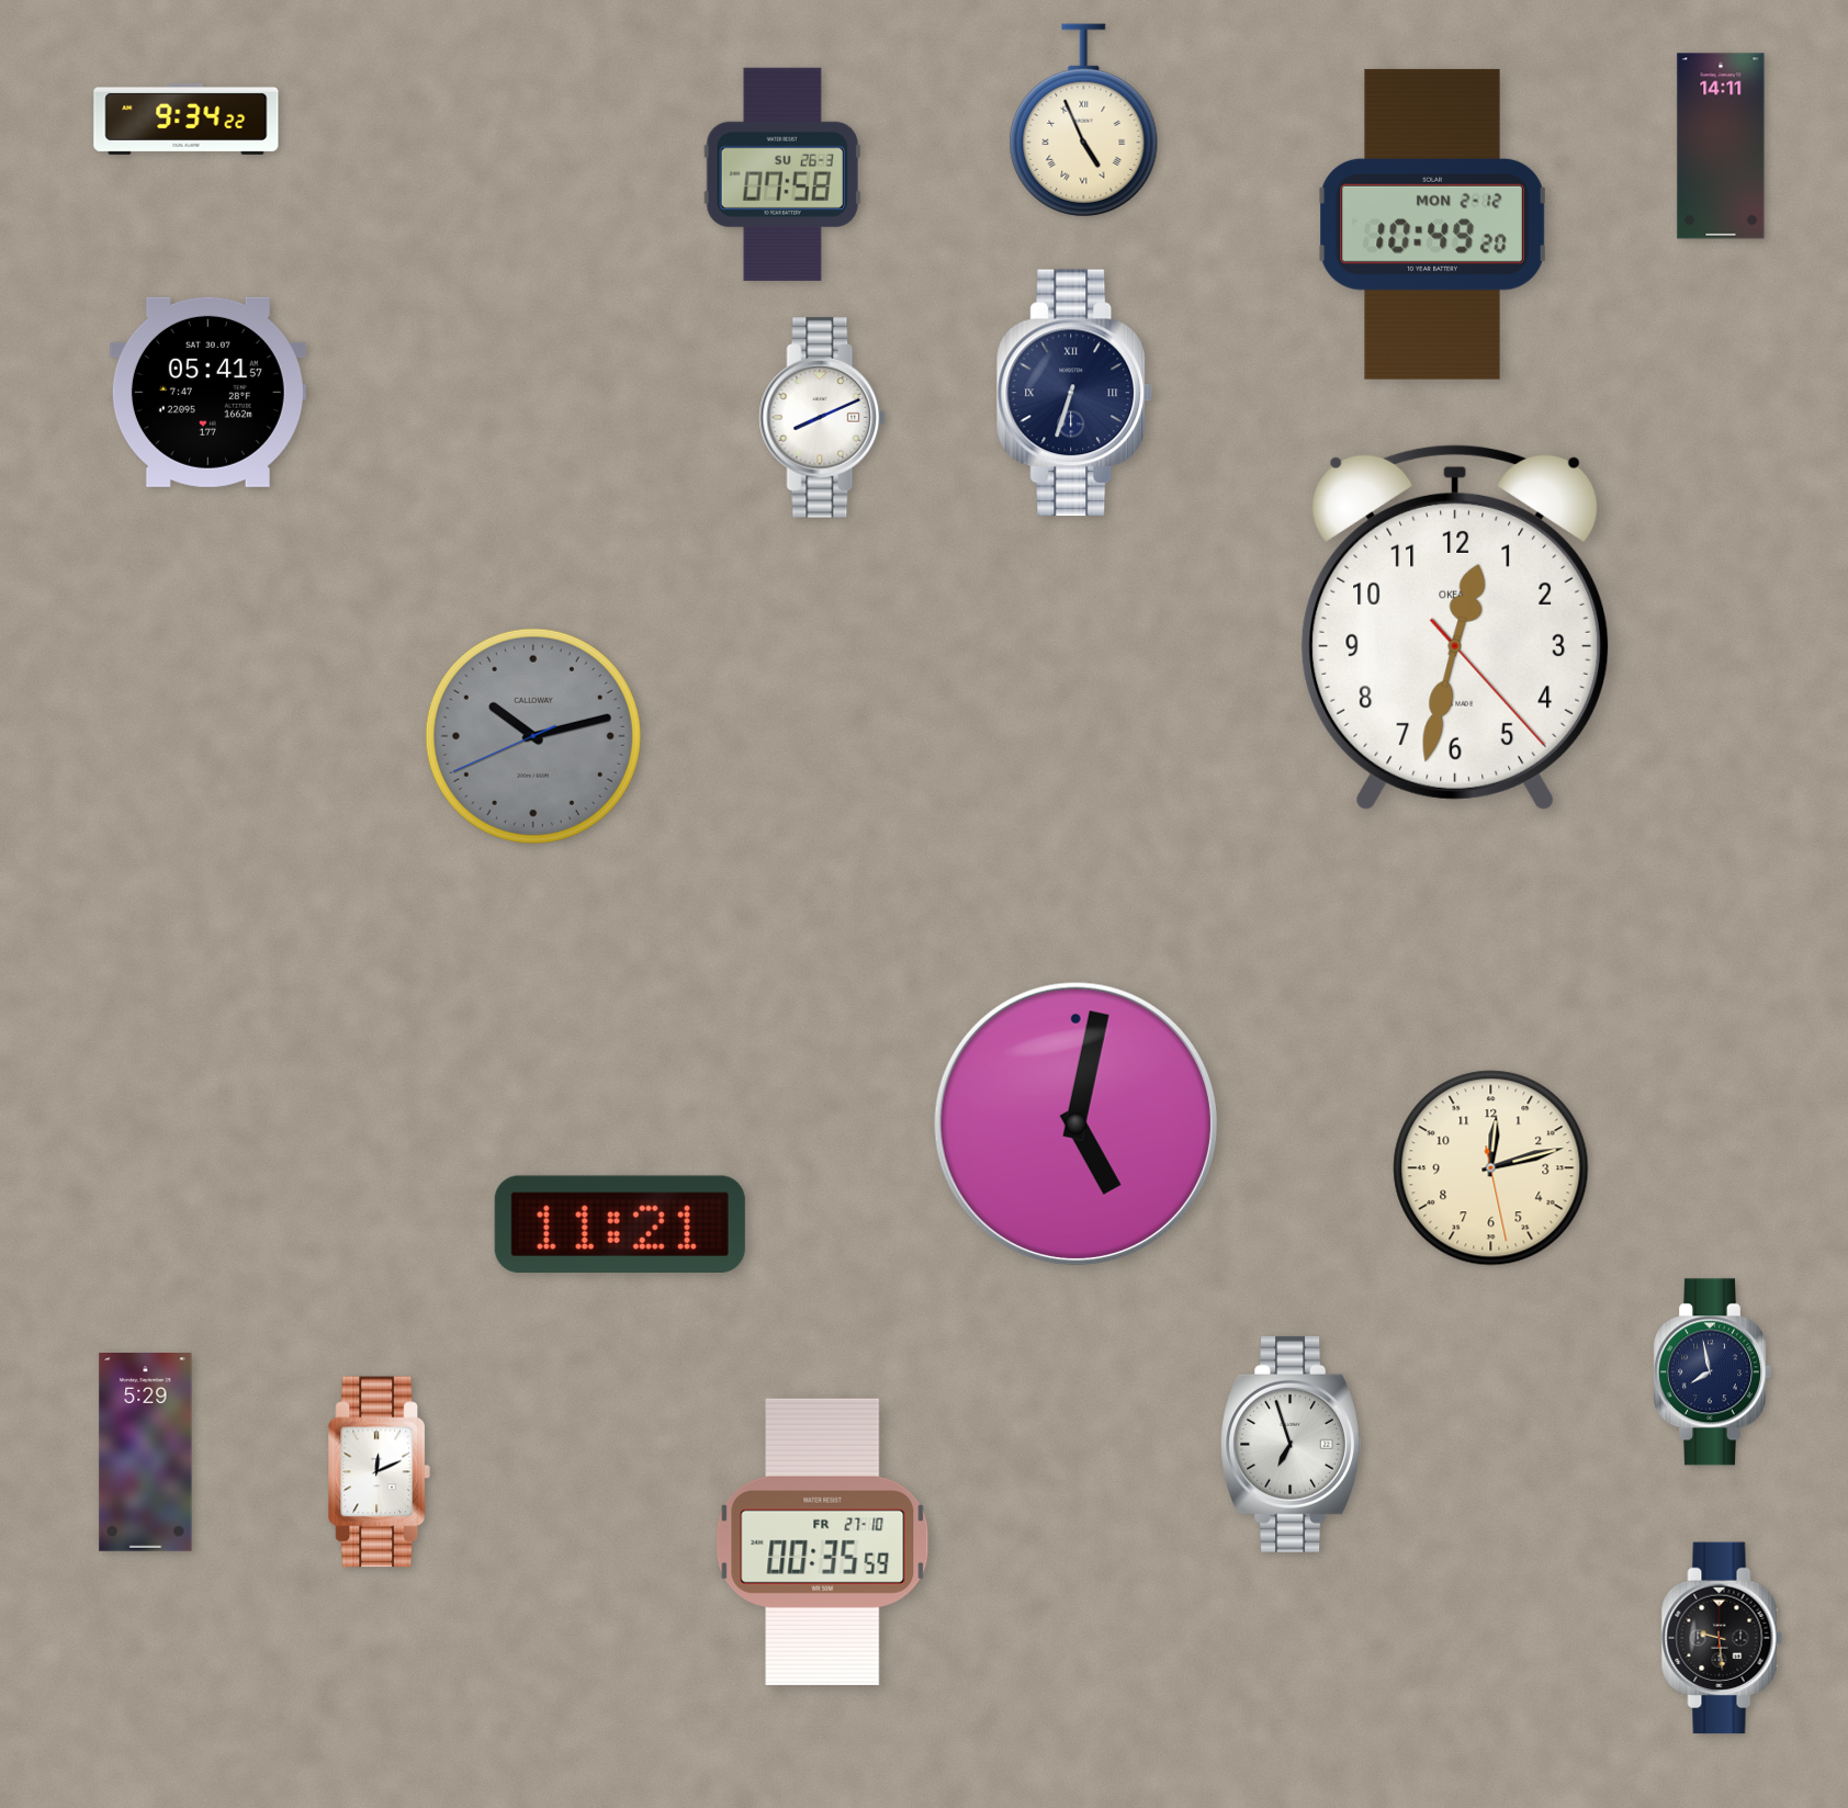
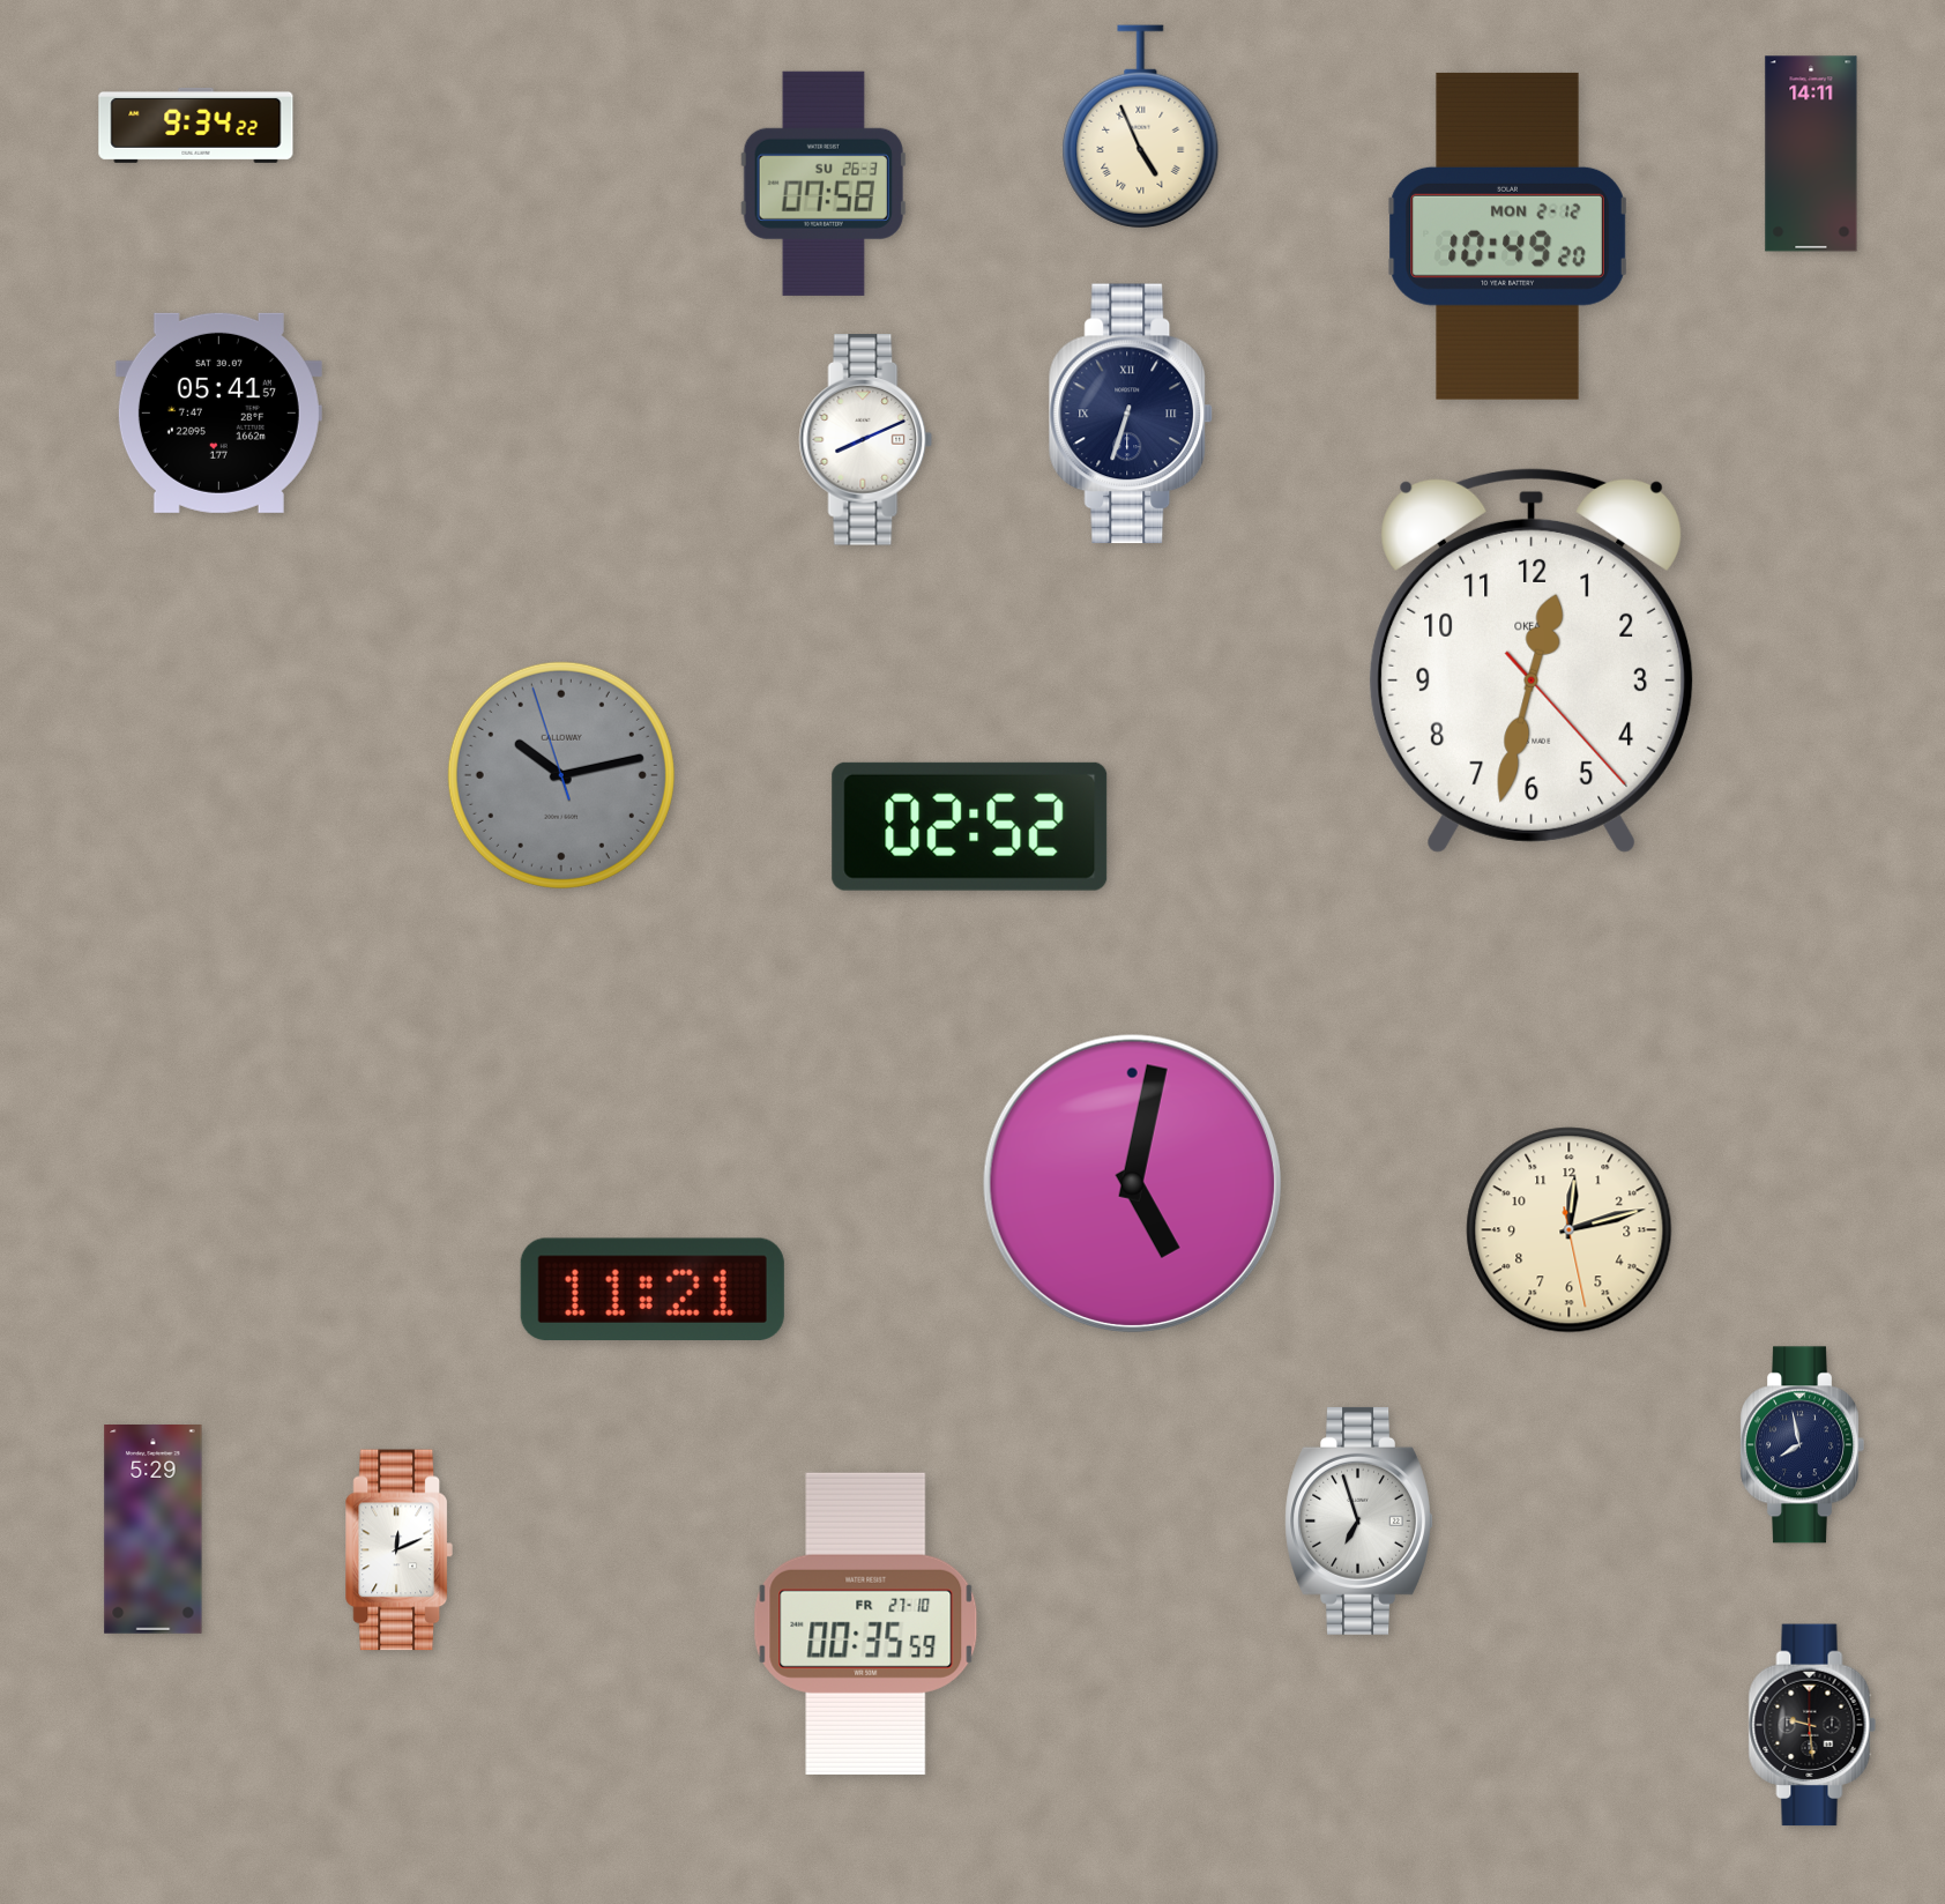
clock at (533, 736): 10:12:41 -> 10:12:57
clock at (970, 826): none -> 02:52
